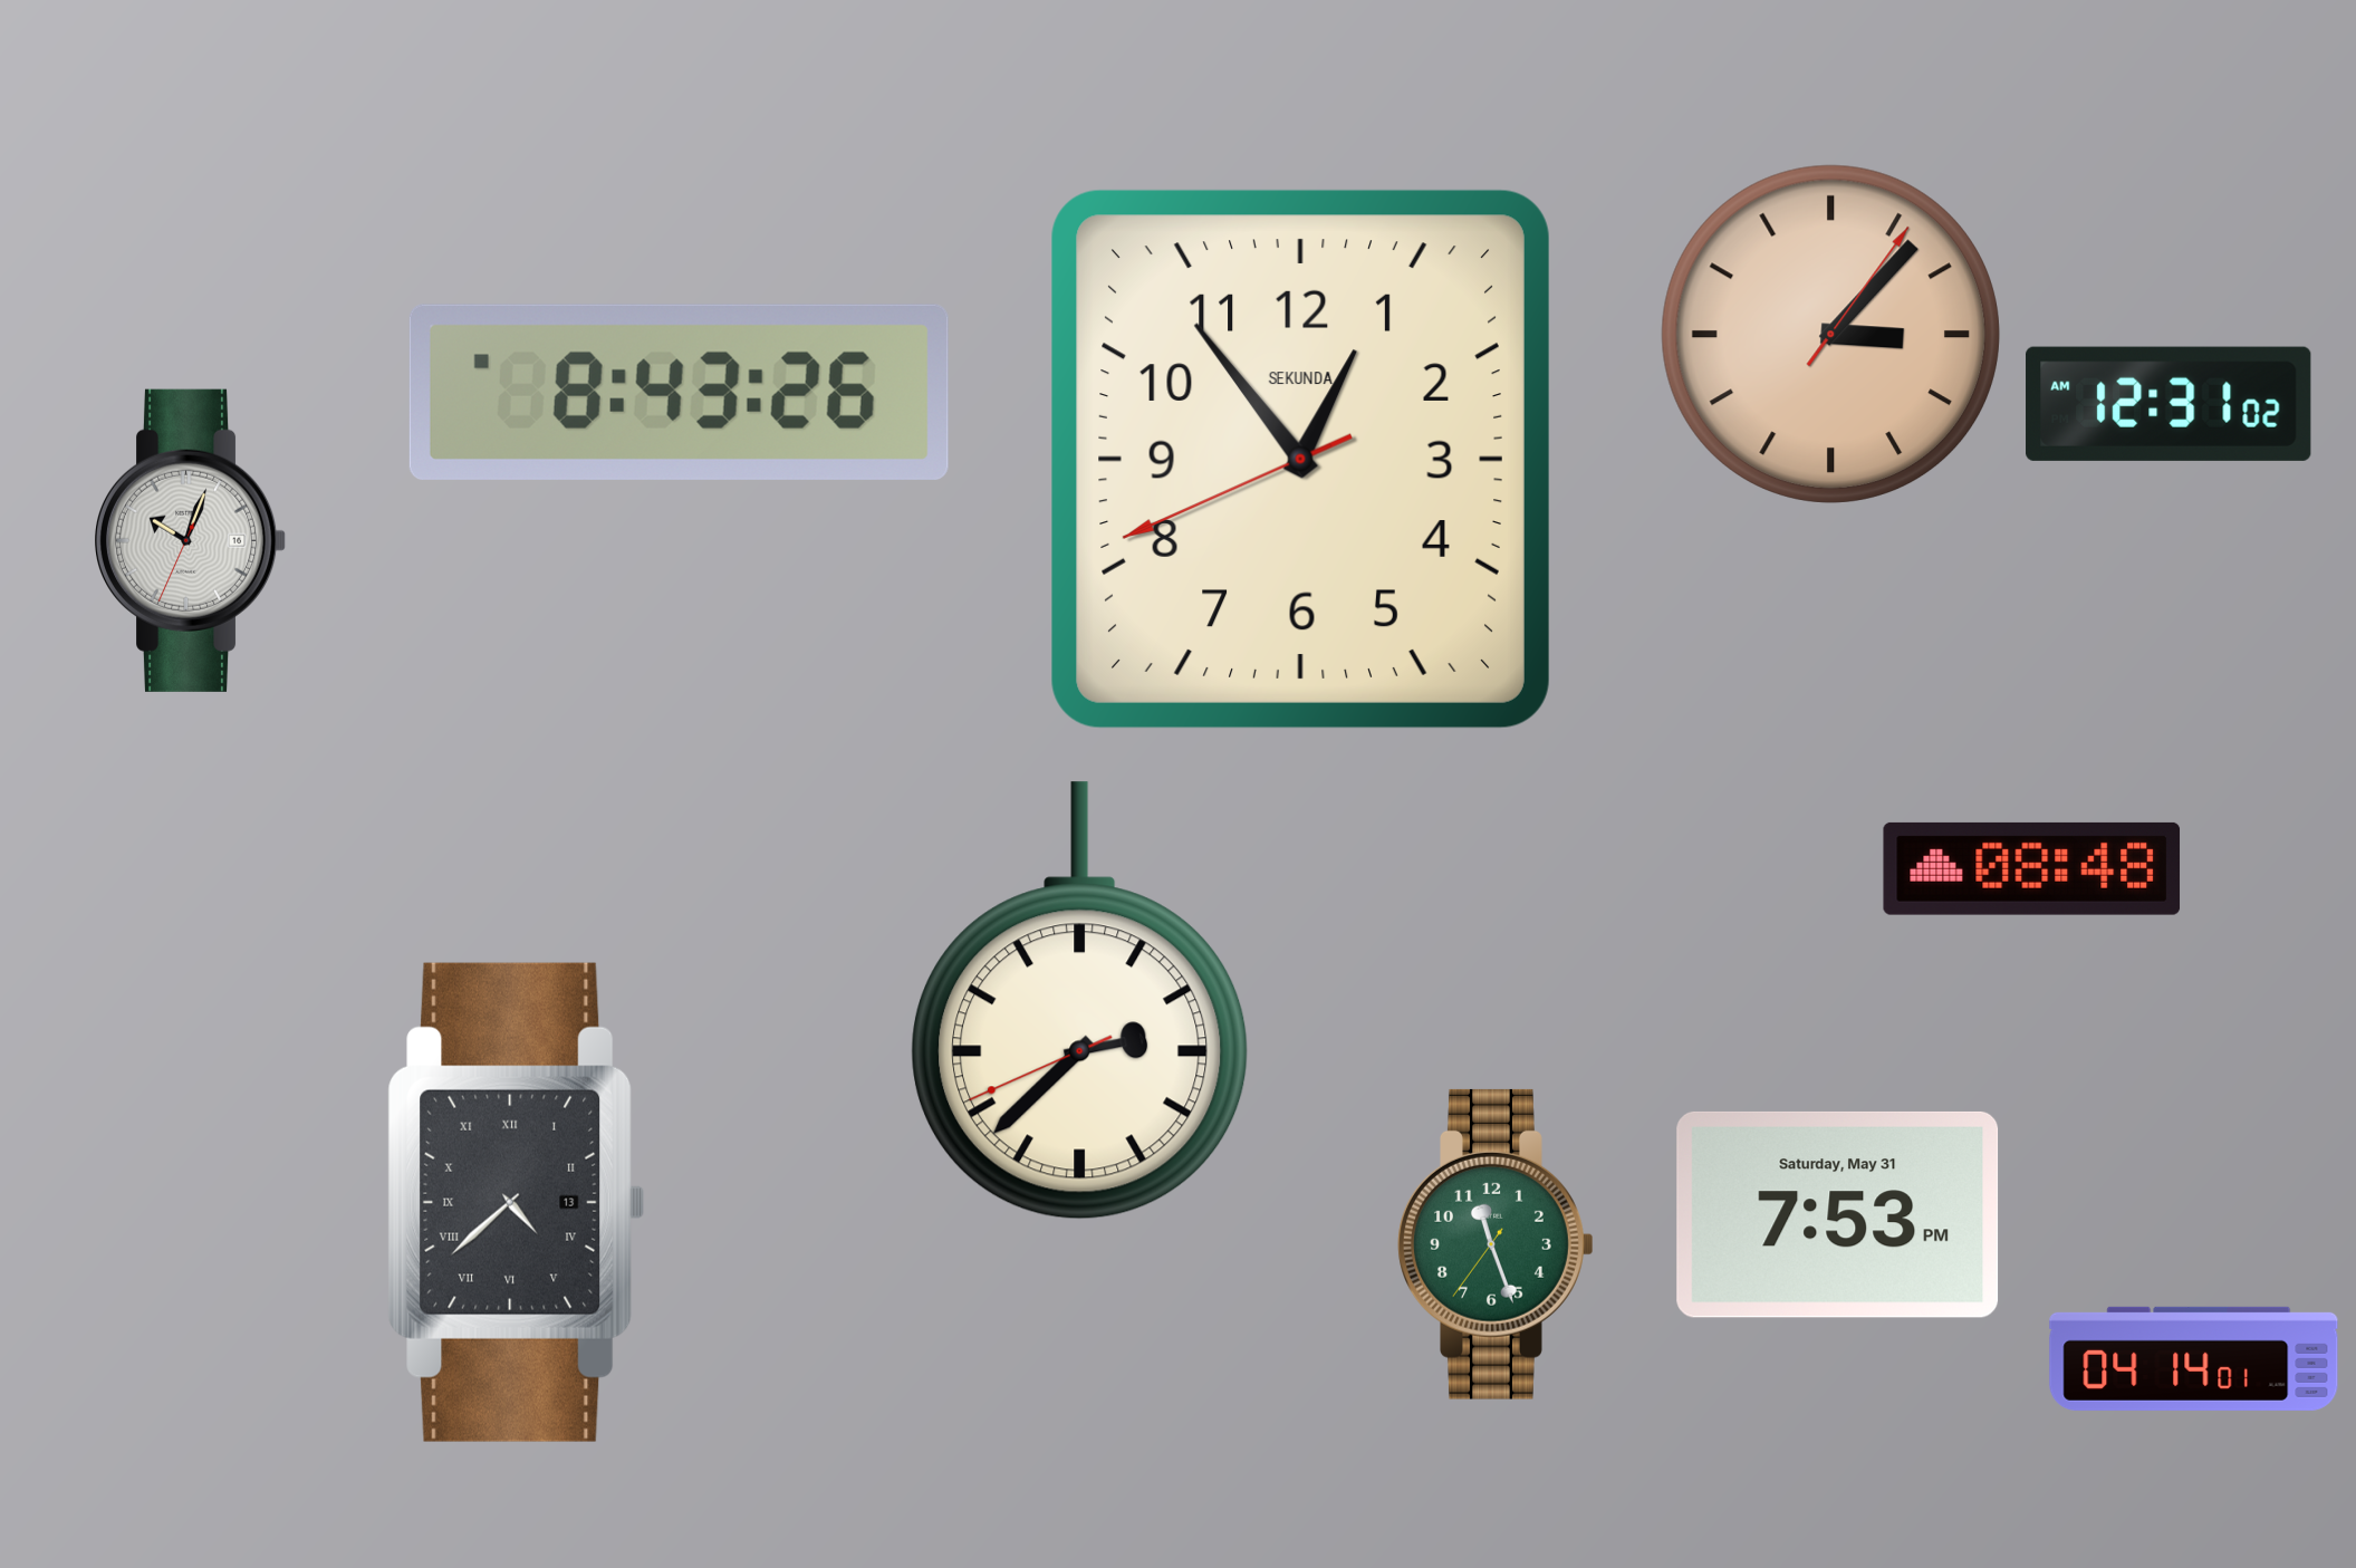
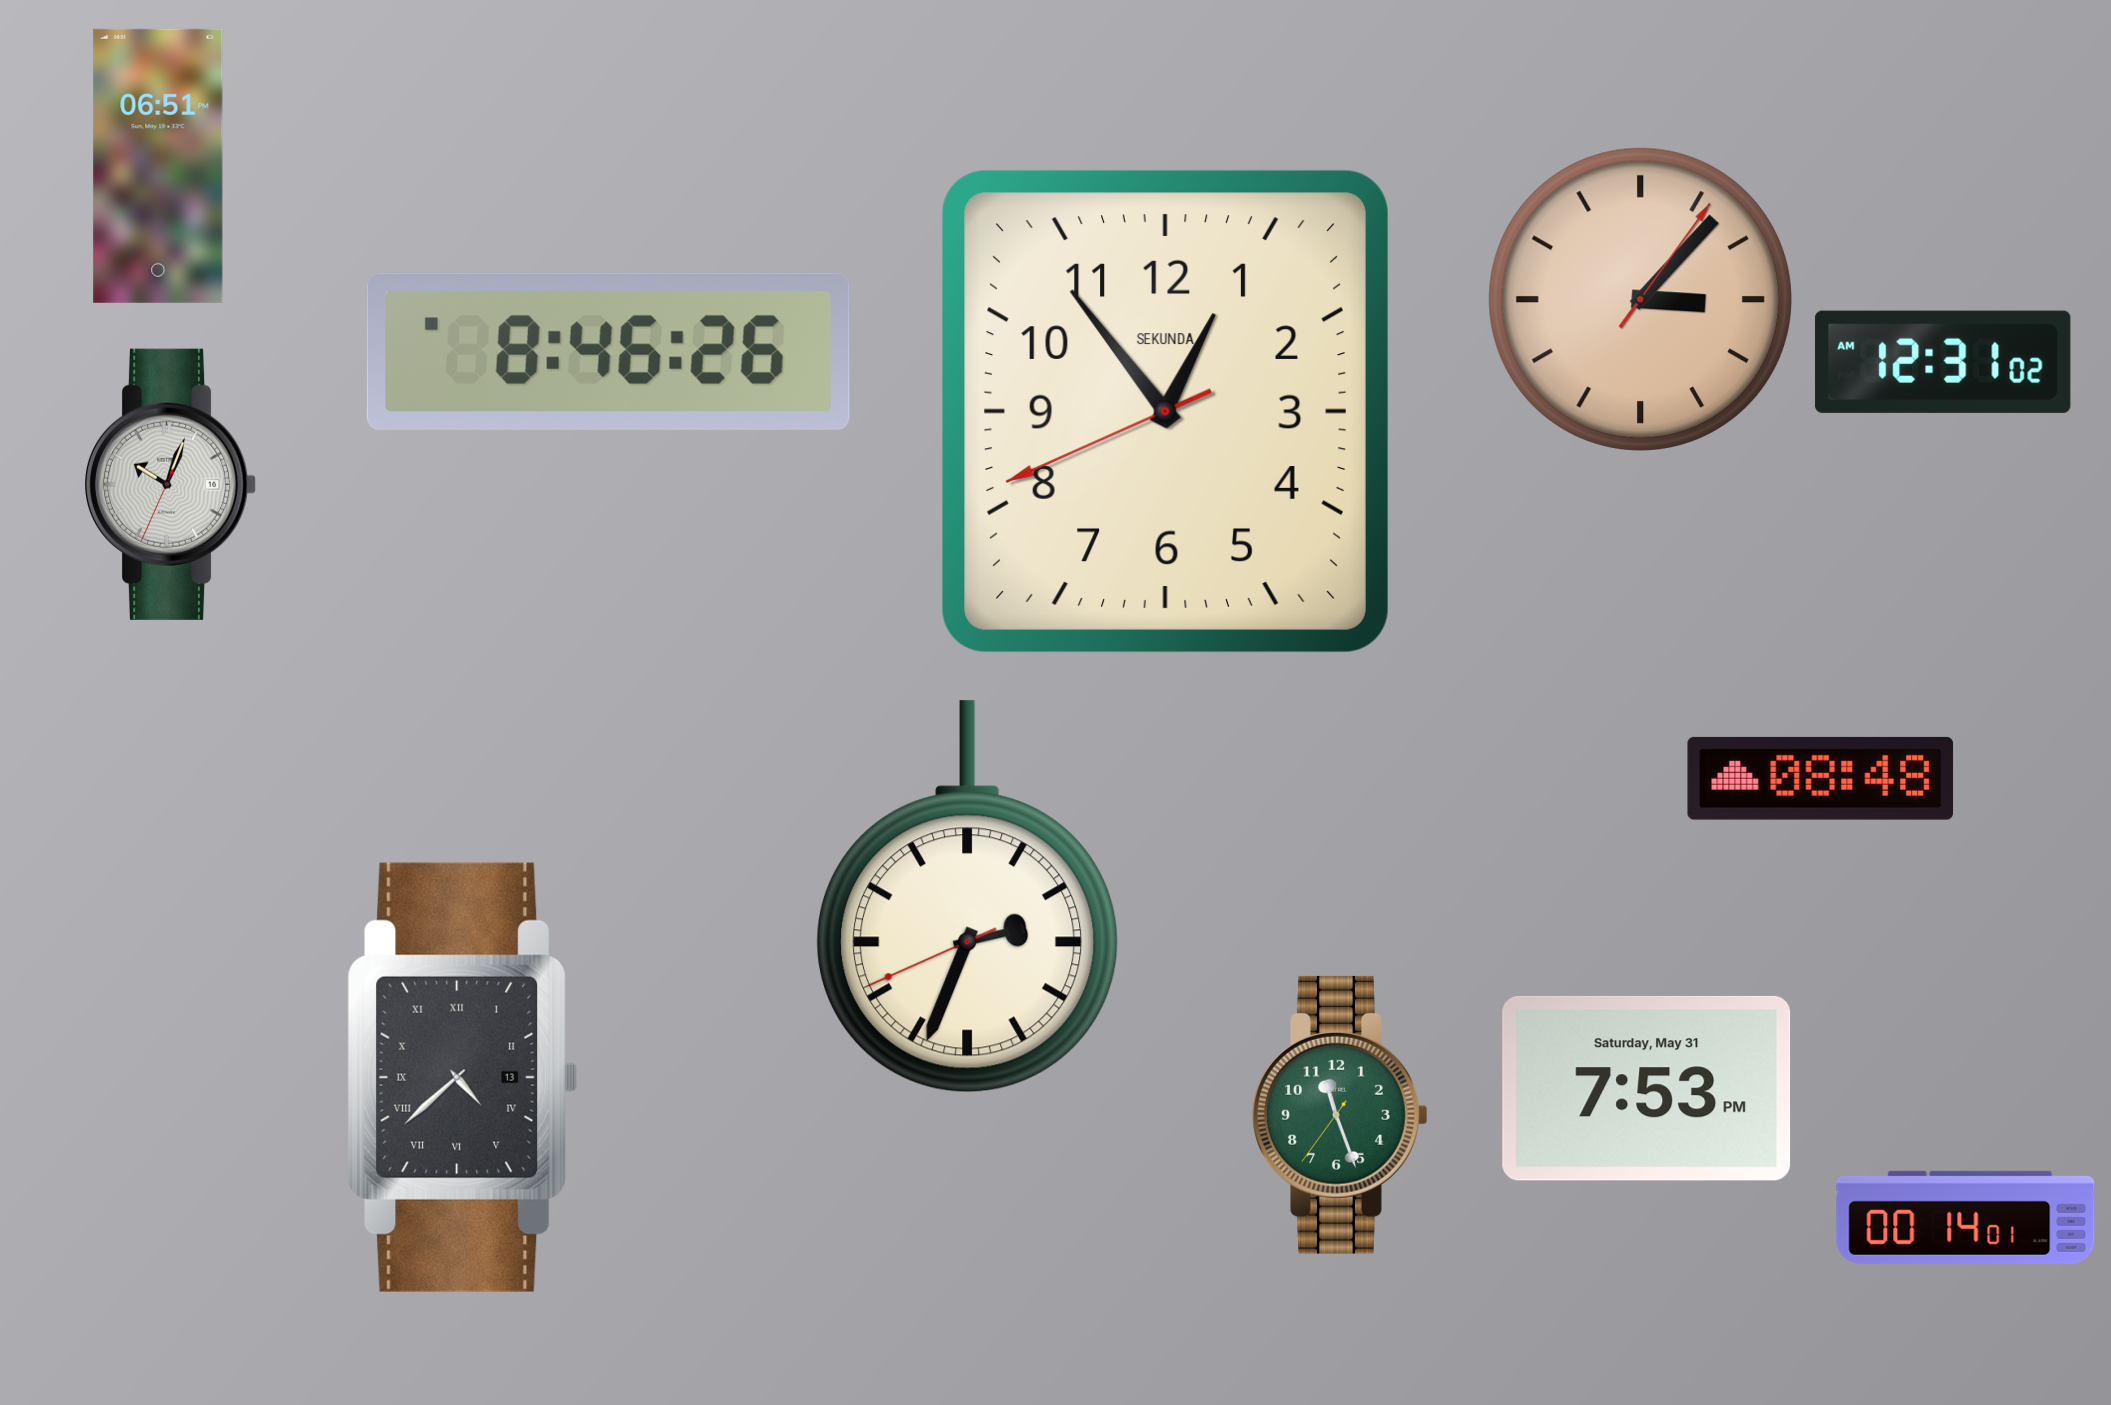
clock at (158, 166): none -> 06:51
clock at (679, 392): 8:43 -> 8:46
clock at (1080, 1001): 2:37 -> 2:33
clock at (2194, 1358): 04:14 -> 00:14
